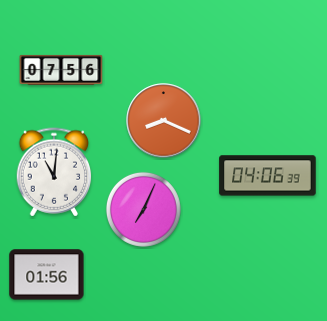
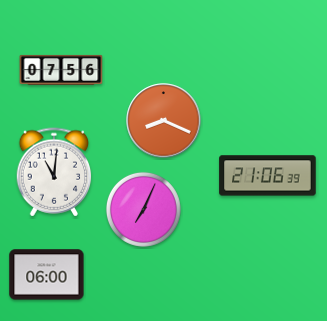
clock at (268, 176): 04:06 -> 21:06
clock at (47, 275): 01:56 -> 06:00
